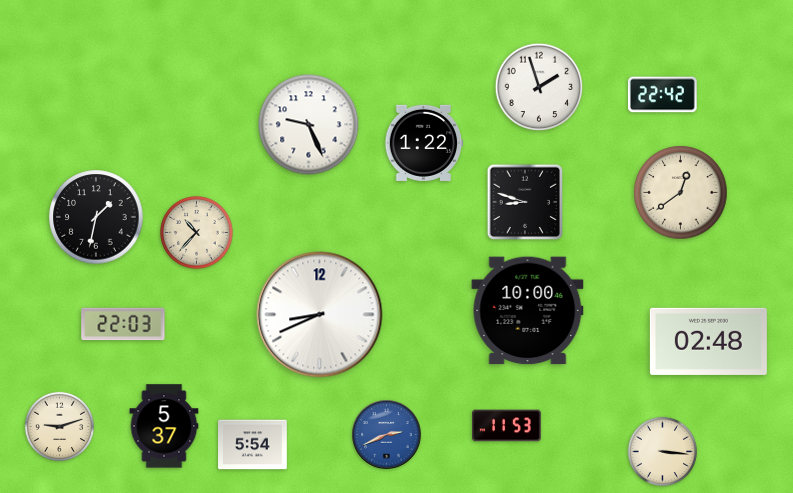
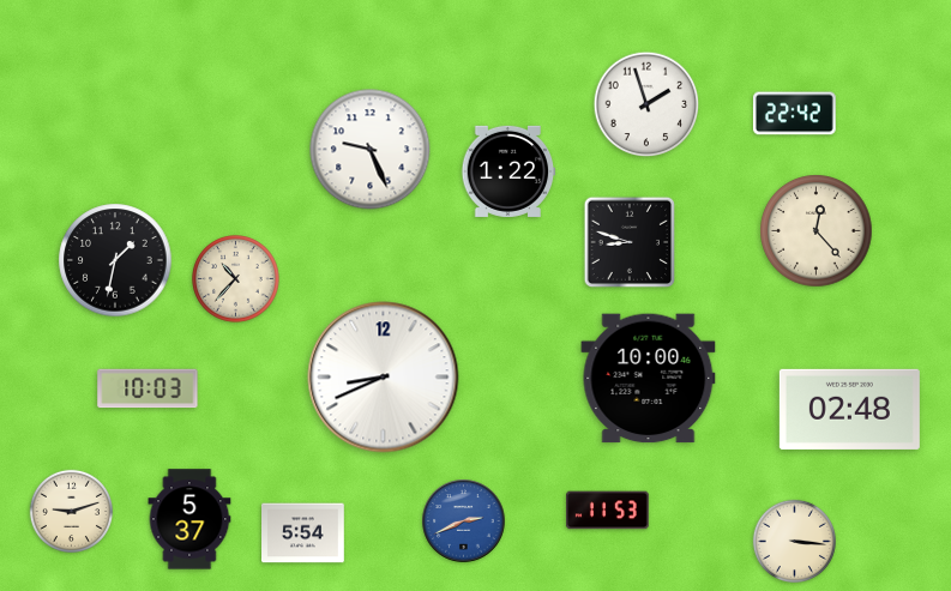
clock at (681, 193): 12:39 -> 12:23
clock at (528, 311) position: (528, 311) -> (649, 379)
clock at (123, 324): 22:03 -> 10:03
clock at (164, 426) position: (164, 426) -> (189, 519)
